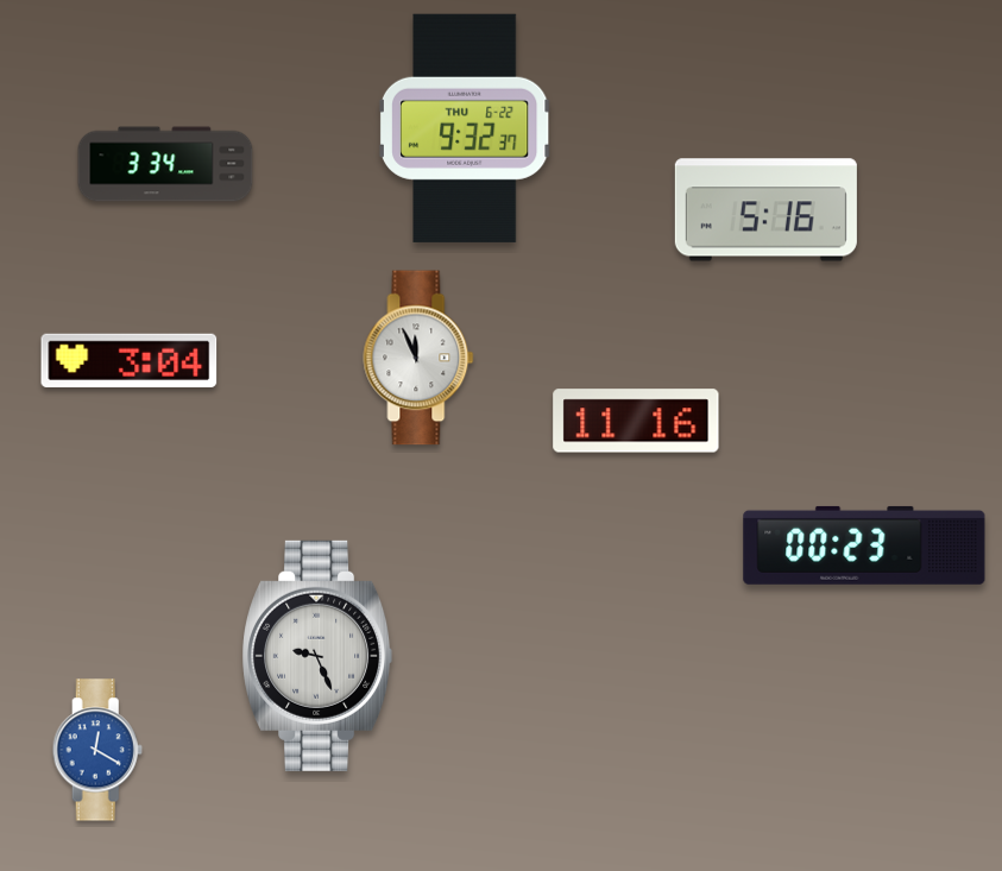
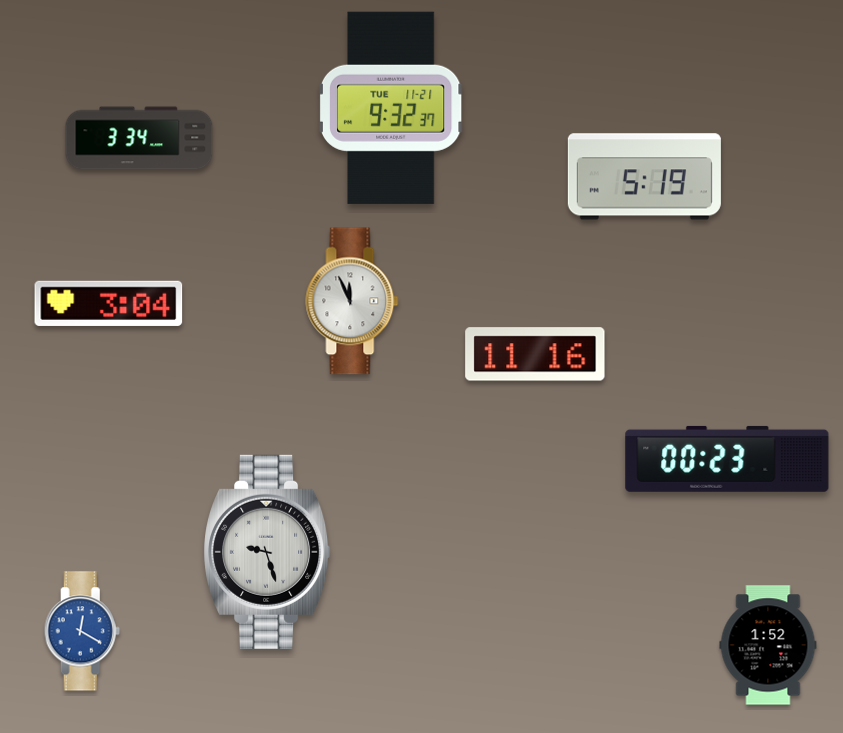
clock at (465, 128) date: THU 6-22 -> TUE 11-21
clock at (765, 210): 5:16 -> 5:19
clock at (317, 656): 9:26 -> 9:27
clock at (768, 645): none -> 1:52
